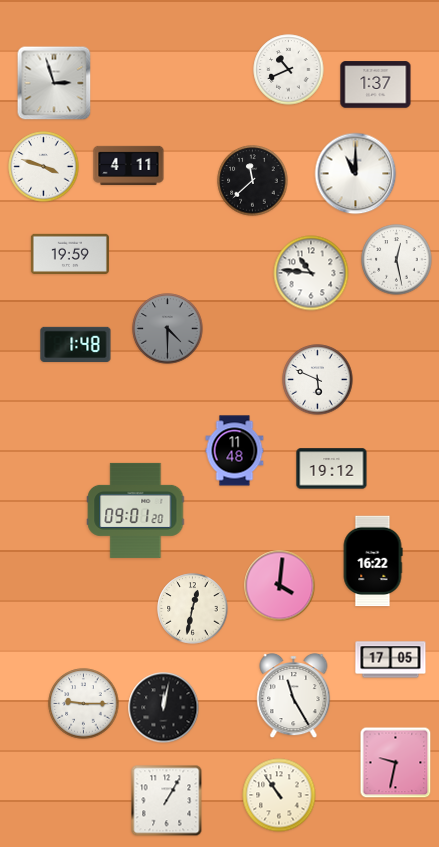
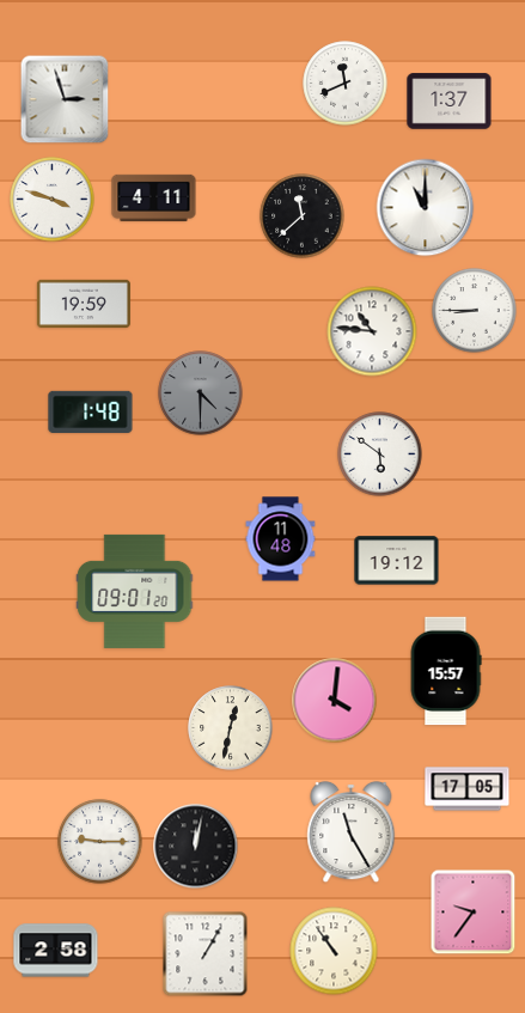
clock at (289, 70): 10:41 -> 11:41
clock at (397, 260): 12:28 -> 8:45
clock at (311, 273) position: (311, 273) -> (372, 331)
clock at (318, 380): 5:49 -> 5:51
clock at (136, 510) position: (136, 510) -> (135, 591)
clock at (373, 561): 16:22 -> 15:57
clock at (396, 763): 9:32 -> 9:36
clock at (56, 951): none -> 2:58
clock at (167, 801) position: (167, 801) -> (206, 954)
